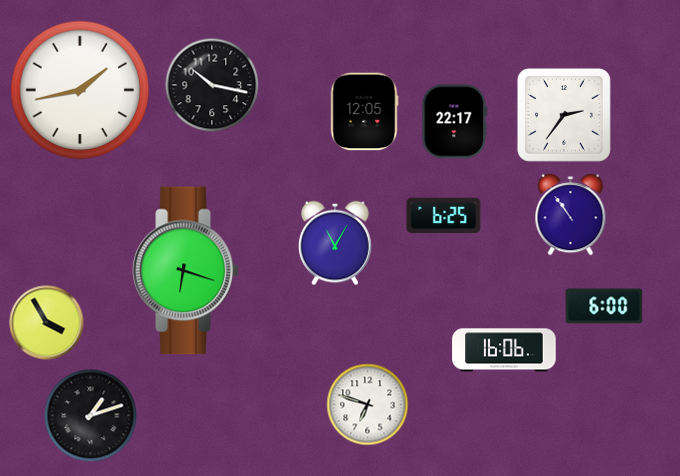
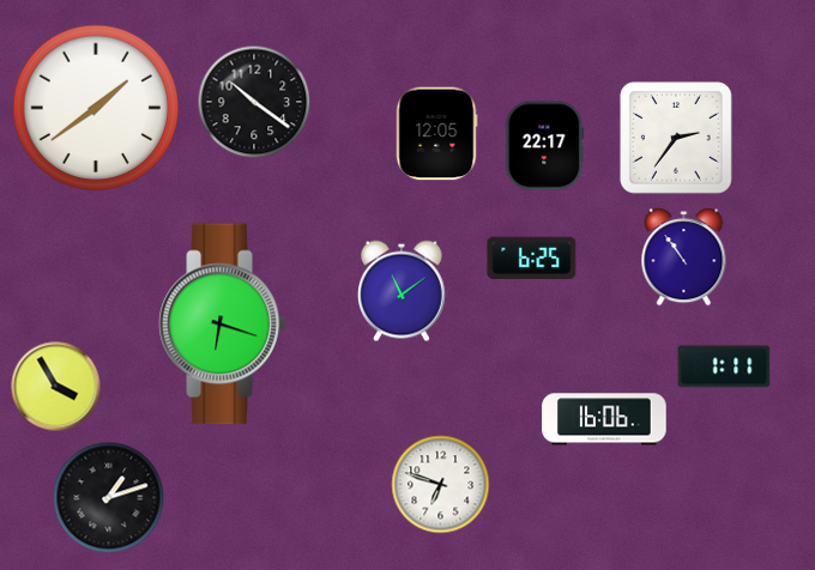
clock at (212, 85): 10:17 -> 10:21
clock at (80, 90): 1:43 -> 1:39
clock at (336, 243): 11:05 -> 11:09
clock at (604, 306): 6:00 -> 1:11
